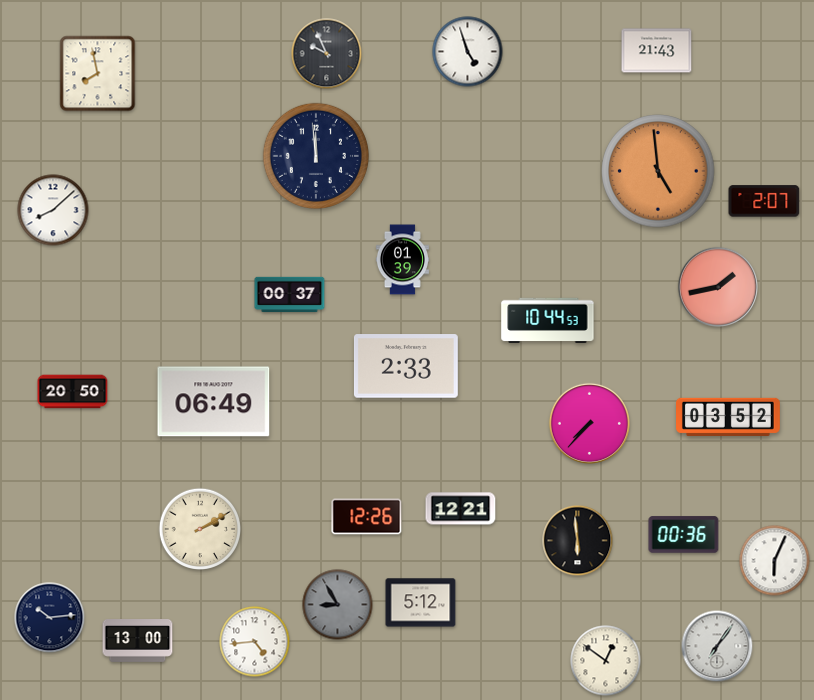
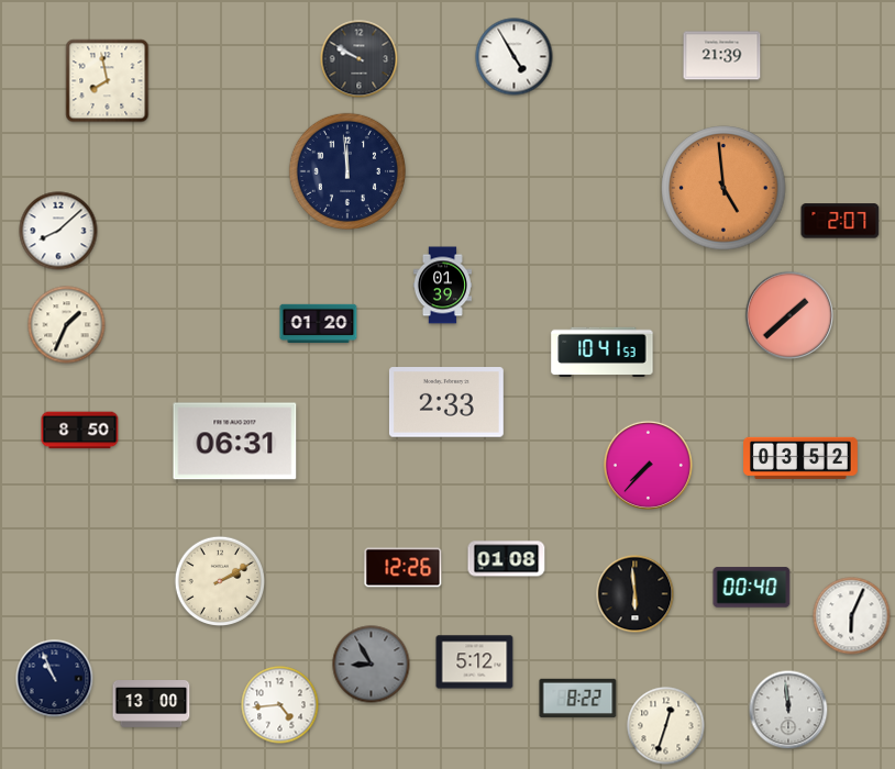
clock at (657, 51): 21:43 -> 21:39
clock at (468, 52): 4:57 -> 4:55
clock at (327, 54): 9:56 -> 9:50
clock at (718, 287): 1:43 -> 1:38
clock at (290, 295): 00:37 -> 01:20
clock at (67, 325): none -> 1:34
clock at (548, 321): 10:44 -> 10:41
clock at (73, 392): 20:50 -> 8:50
clock at (214, 402): 06:49 -> 06:31
clock at (461, 509): 12:21 -> 01:08
clock at (684, 535): 00:36 -> 00:40
clock at (421, 603) position: (421, 603) -> (475, 662)
clock at (50, 618): 10:14 -> 10:56
clock at (578, 699): none -> 8:22
clock at (717, 646): 7:06 -> 11:59
clock at (606, 661): 12:51 -> 12:33
